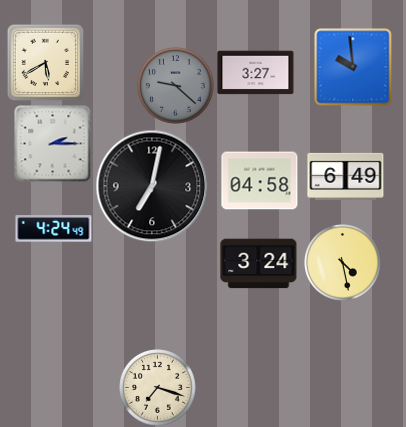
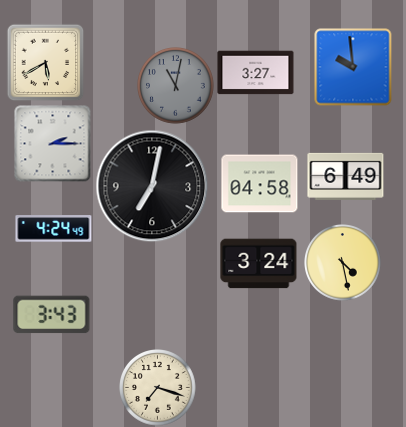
clock at (176, 86): 9:22 -> 11:02
clock at (260, 181) position: (260, 181) -> (260, 184)
clock at (52, 315): none -> 3:43
